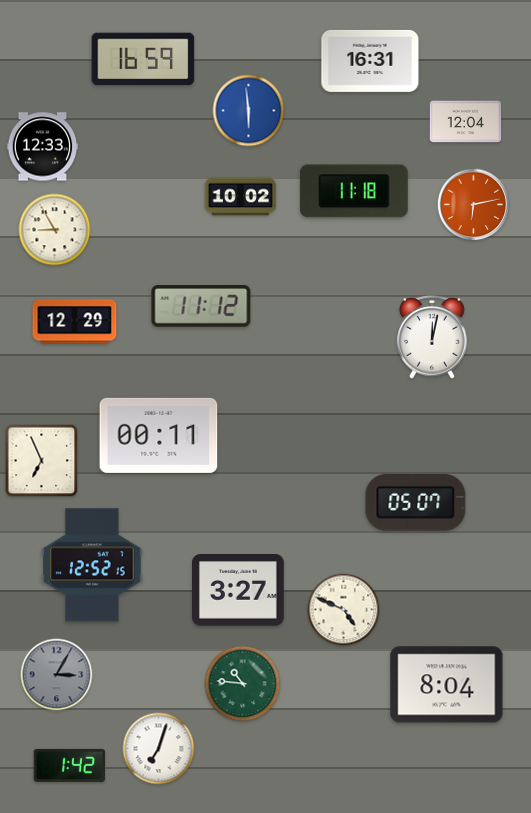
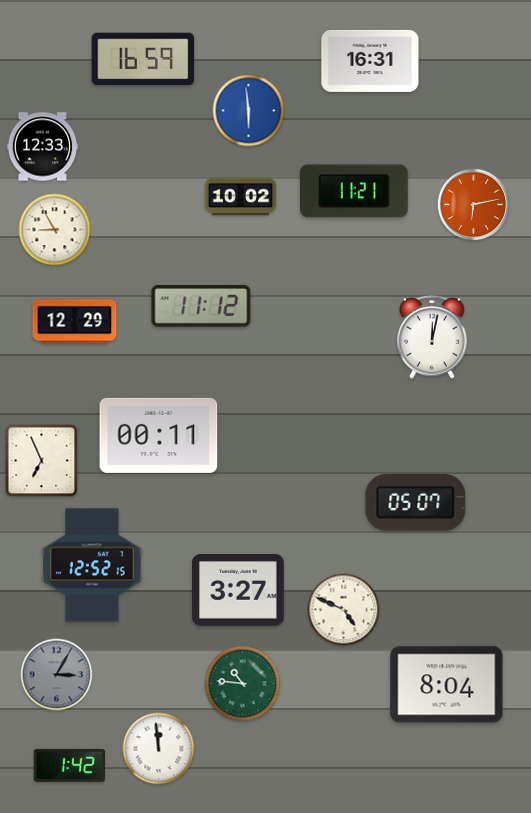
clock at (466, 122): 12:04 -> none
clock at (354, 191): 11:18 -> 11:21
clock at (159, 749): 7:03 -> 11:59
